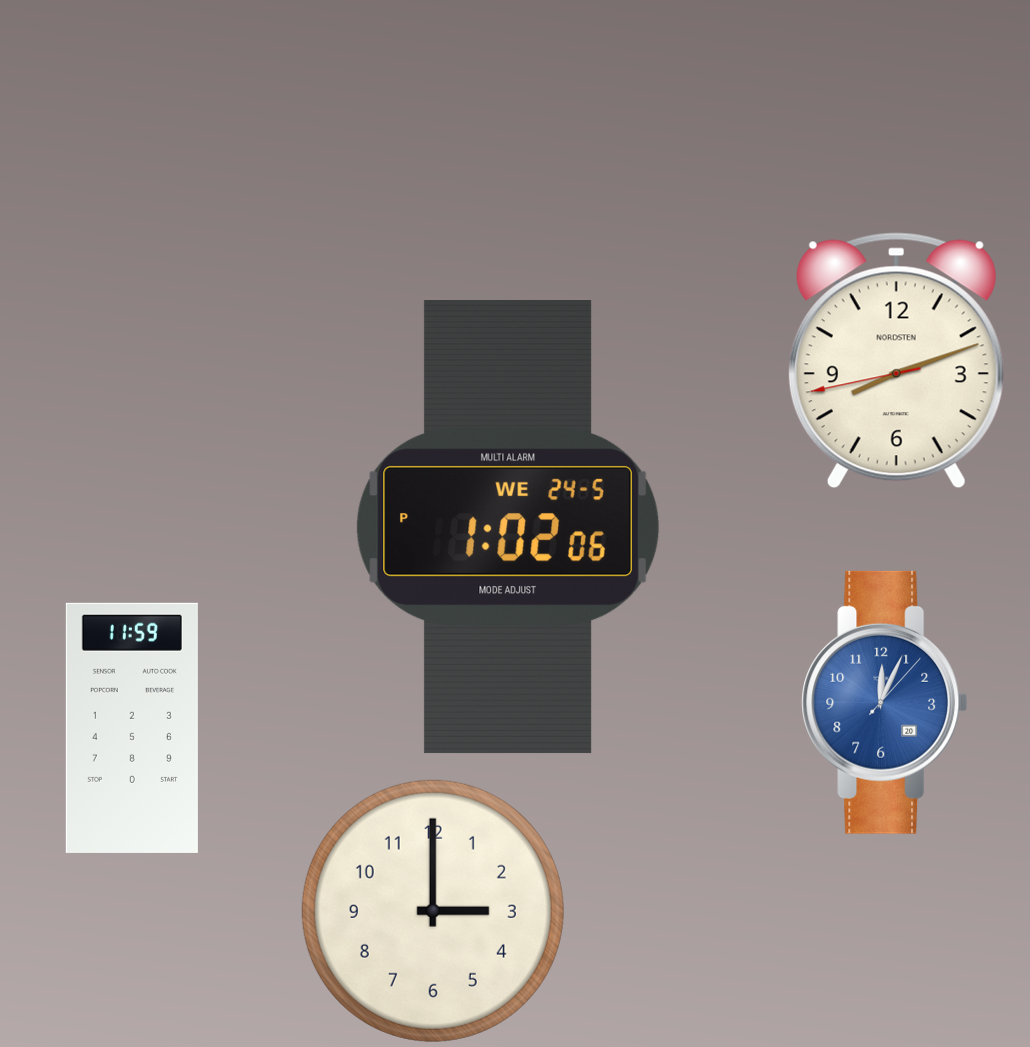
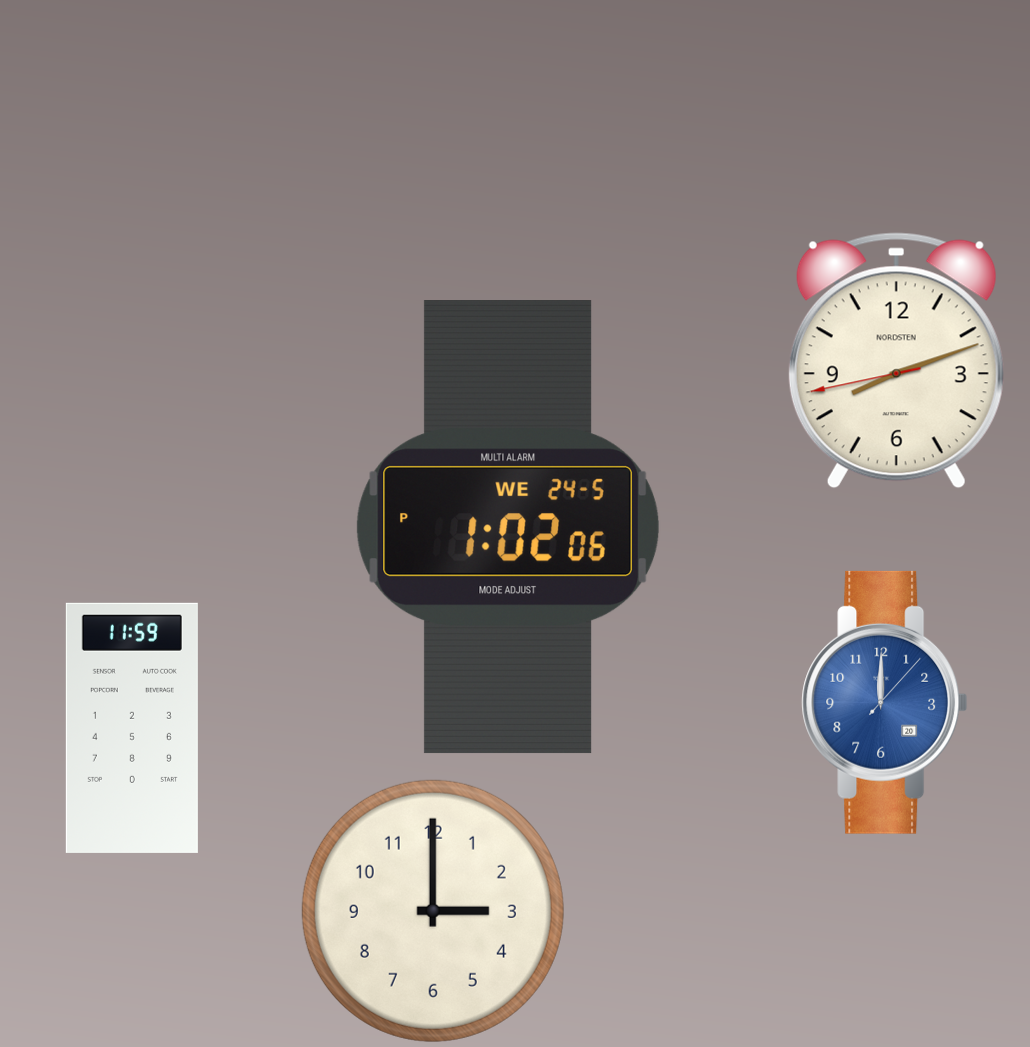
clock at (885, 702): 12:04 -> 12:00
